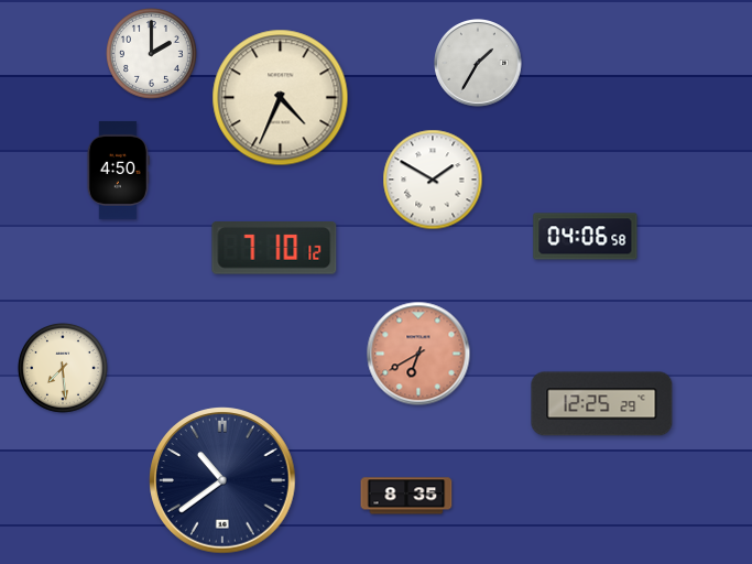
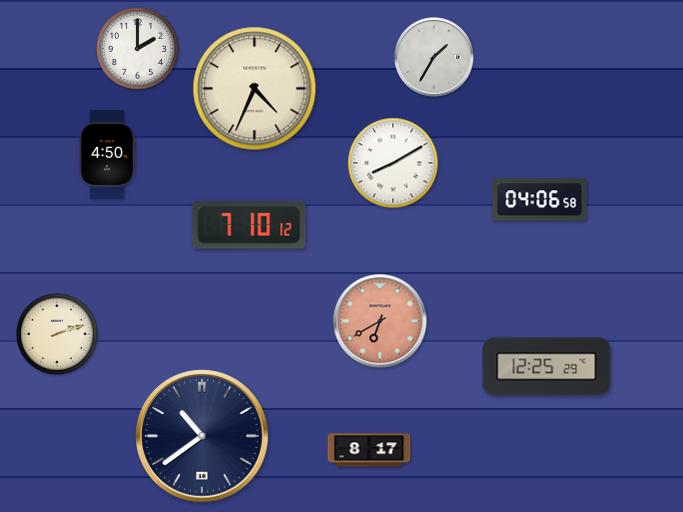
clock at (433, 180): 1:50 -> 8:10
clock at (586, 237) position: (586, 237) -> (540, 200)
clock at (63, 368): 7:29 -> 2:12
clock at (406, 496): 8:35 -> 8:17
